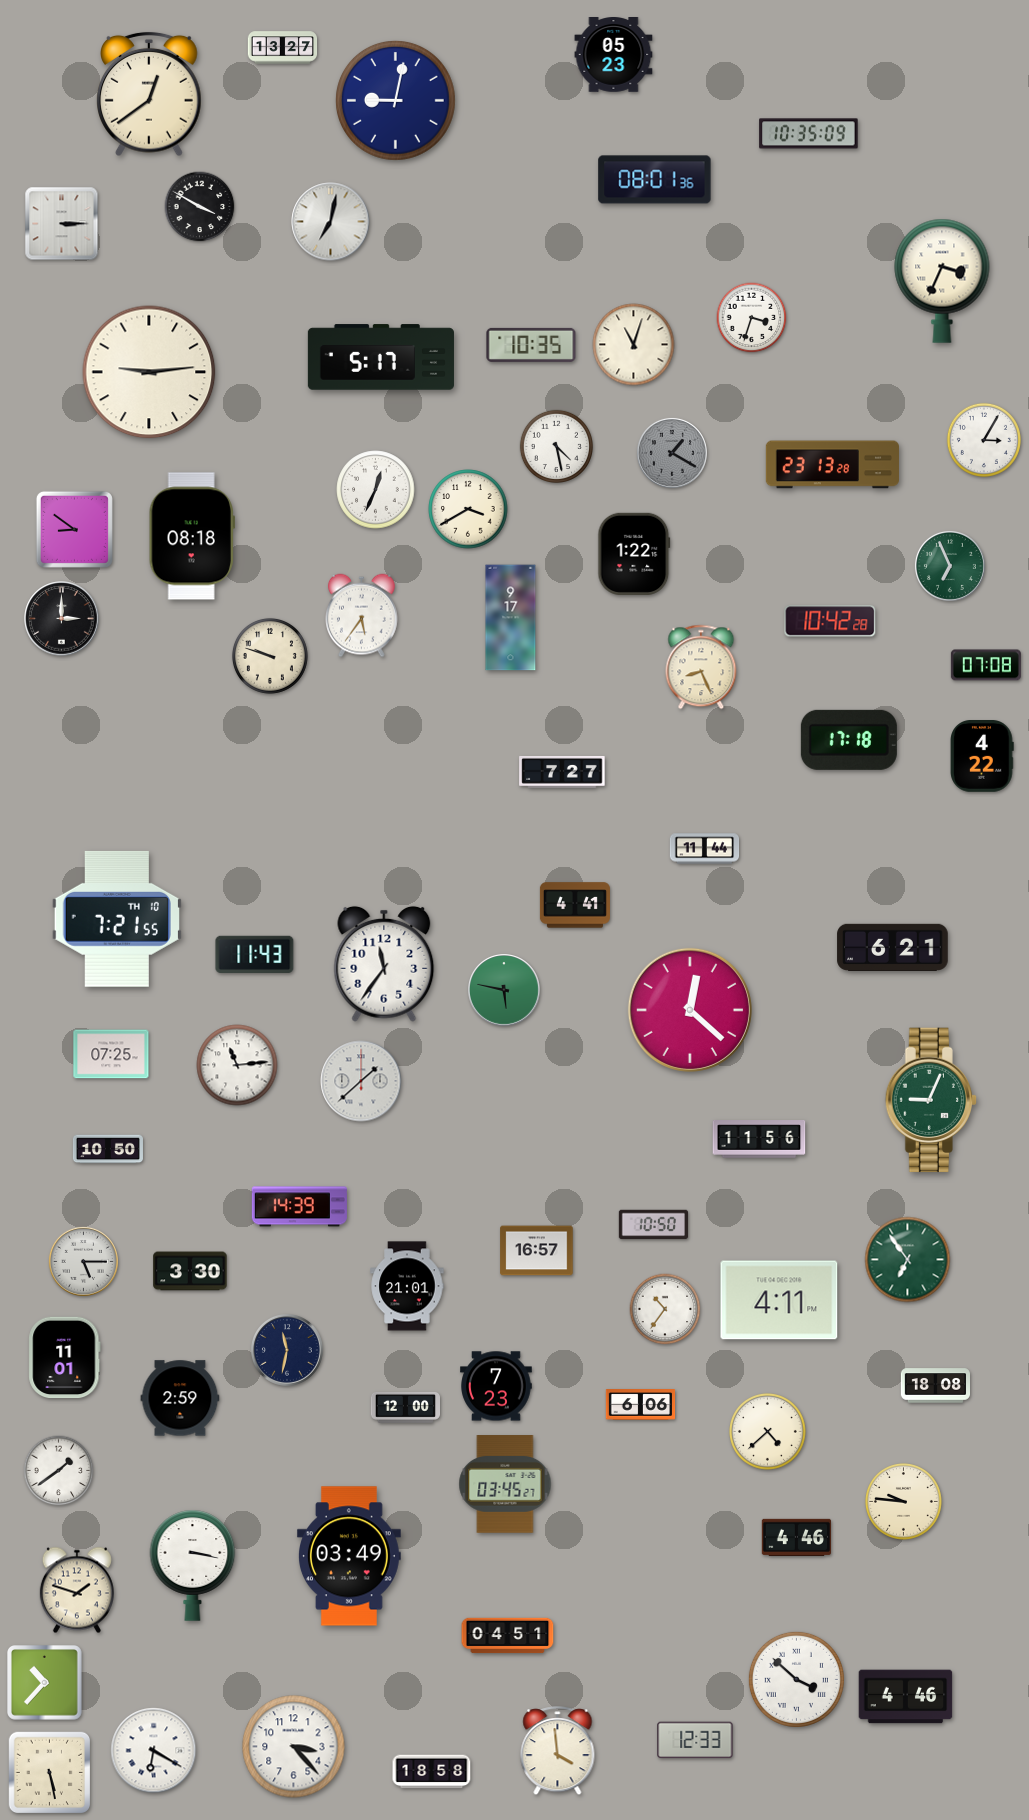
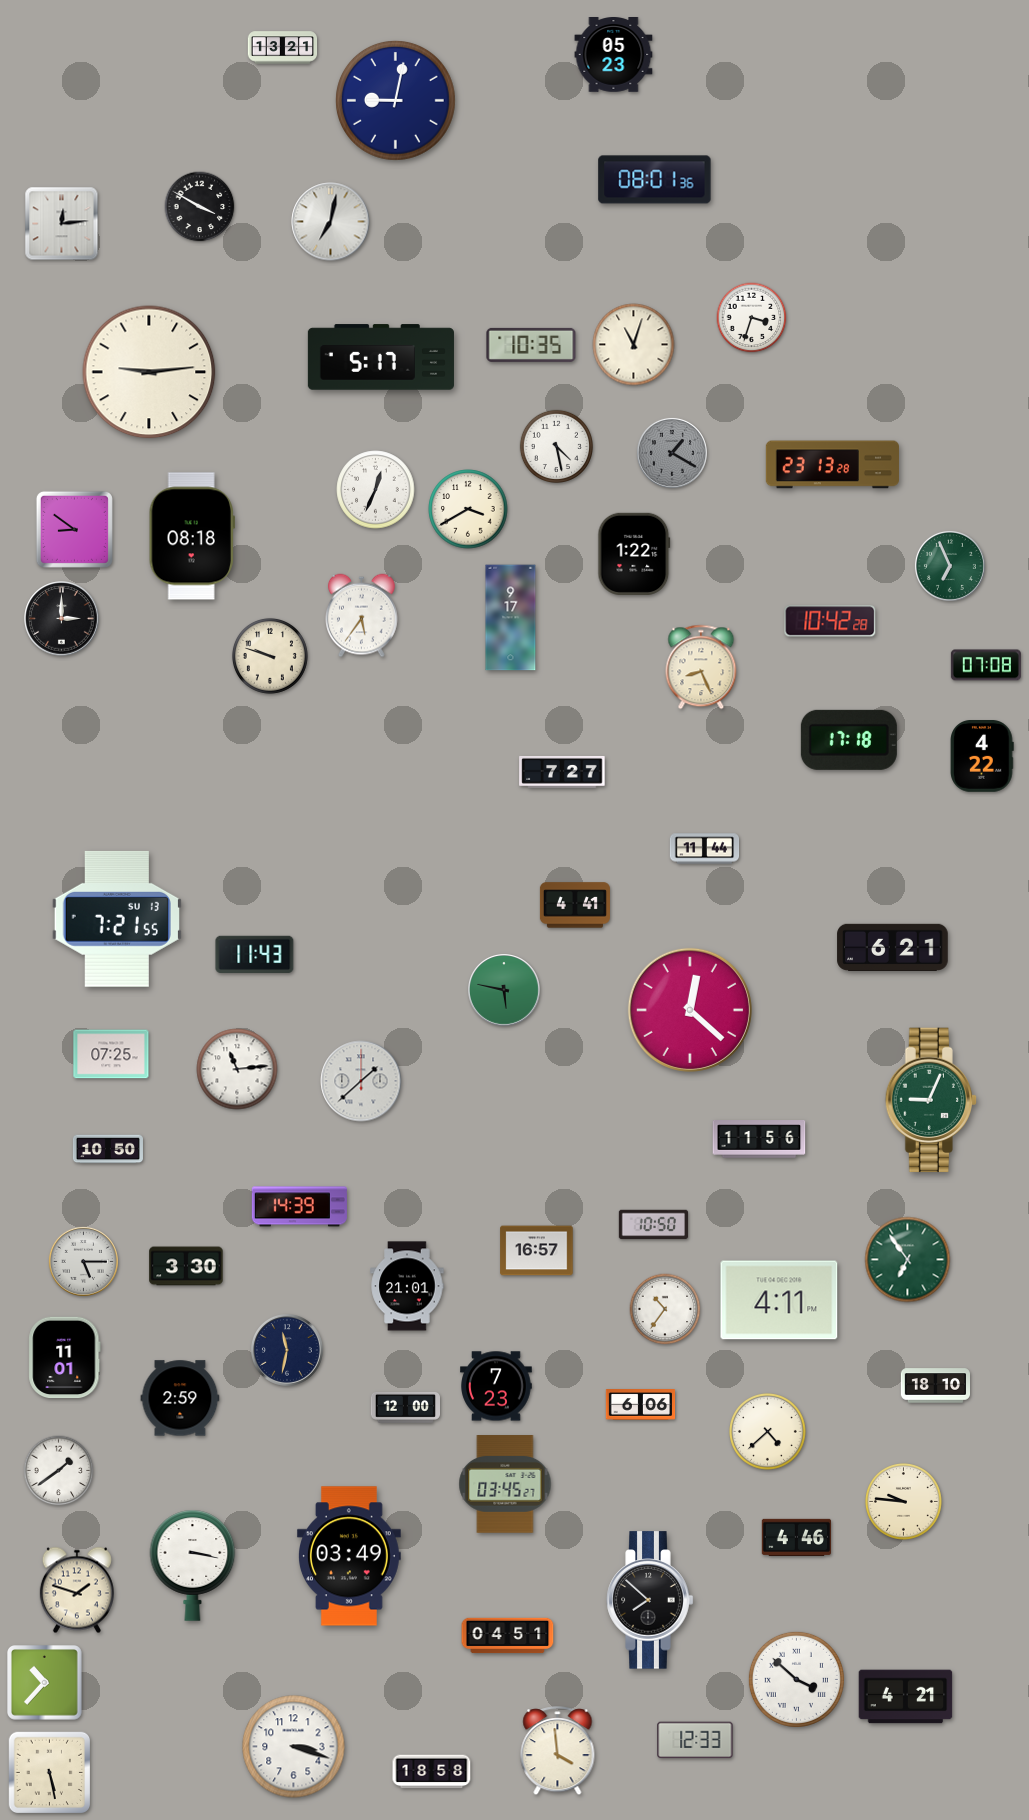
clock at (283, 48): 13:27 -> 13:21
clock at (150, 94): 12:39 -> none
clock at (809, 134): 10:35 -> none
clock at (62, 224): 3:15 -> 12:14
clock at (942, 281): 3:34 -> none
clock at (984, 440): 3:05 -> none
clock at (117, 919) date: TH 10 -> SU 13
clock at (384, 964): 11:36 -> none
clock at (237, 1065) position: (237, 1065) -> (237, 1069)
clock at (190, 1271) position: (190, 1271) -> (186, 1266)
clock at (936, 1386): 18:08 -> 18:10
clock at (650, 1600): none -> 7:52
clock at (906, 1697): 4:46 -> 4:21
clock at (294, 1747): 3:23 -> 3:18
clock at (154, 1751): 6:20 -> none
